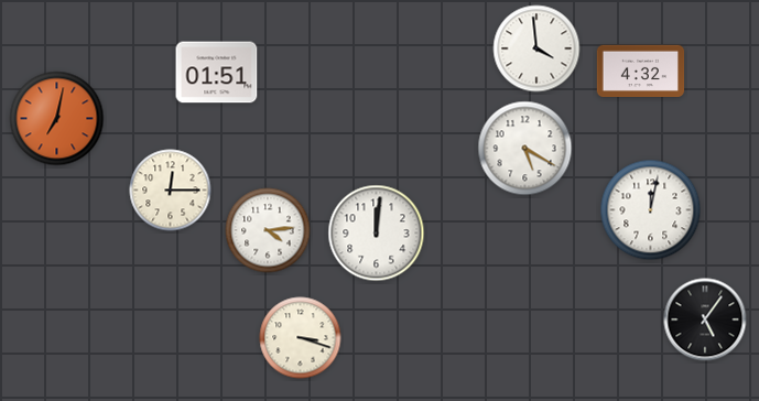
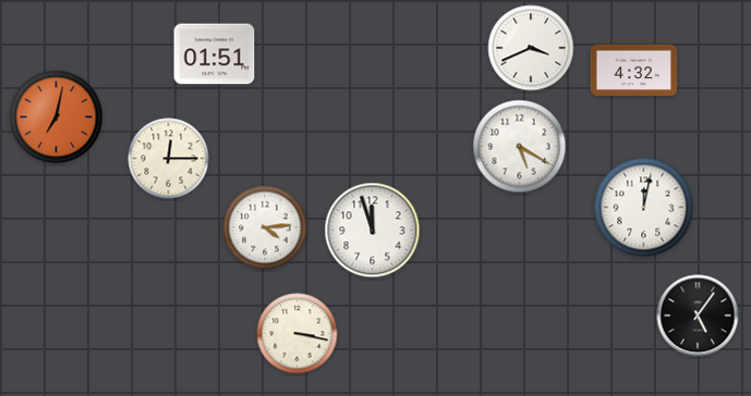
clock at (536, 48): 3:59 -> 3:41
clock at (217, 73) position: (217, 73) -> (215, 54)
clock at (171, 191) position: (171, 191) -> (169, 159)
clock at (377, 234): 12:01 -> 11:57
clock at (301, 338): 3:18 -> 3:17
